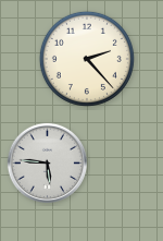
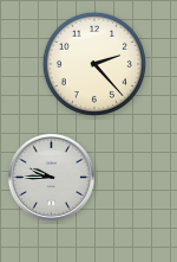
clock at (47, 162): 5:46 -> 9:45
